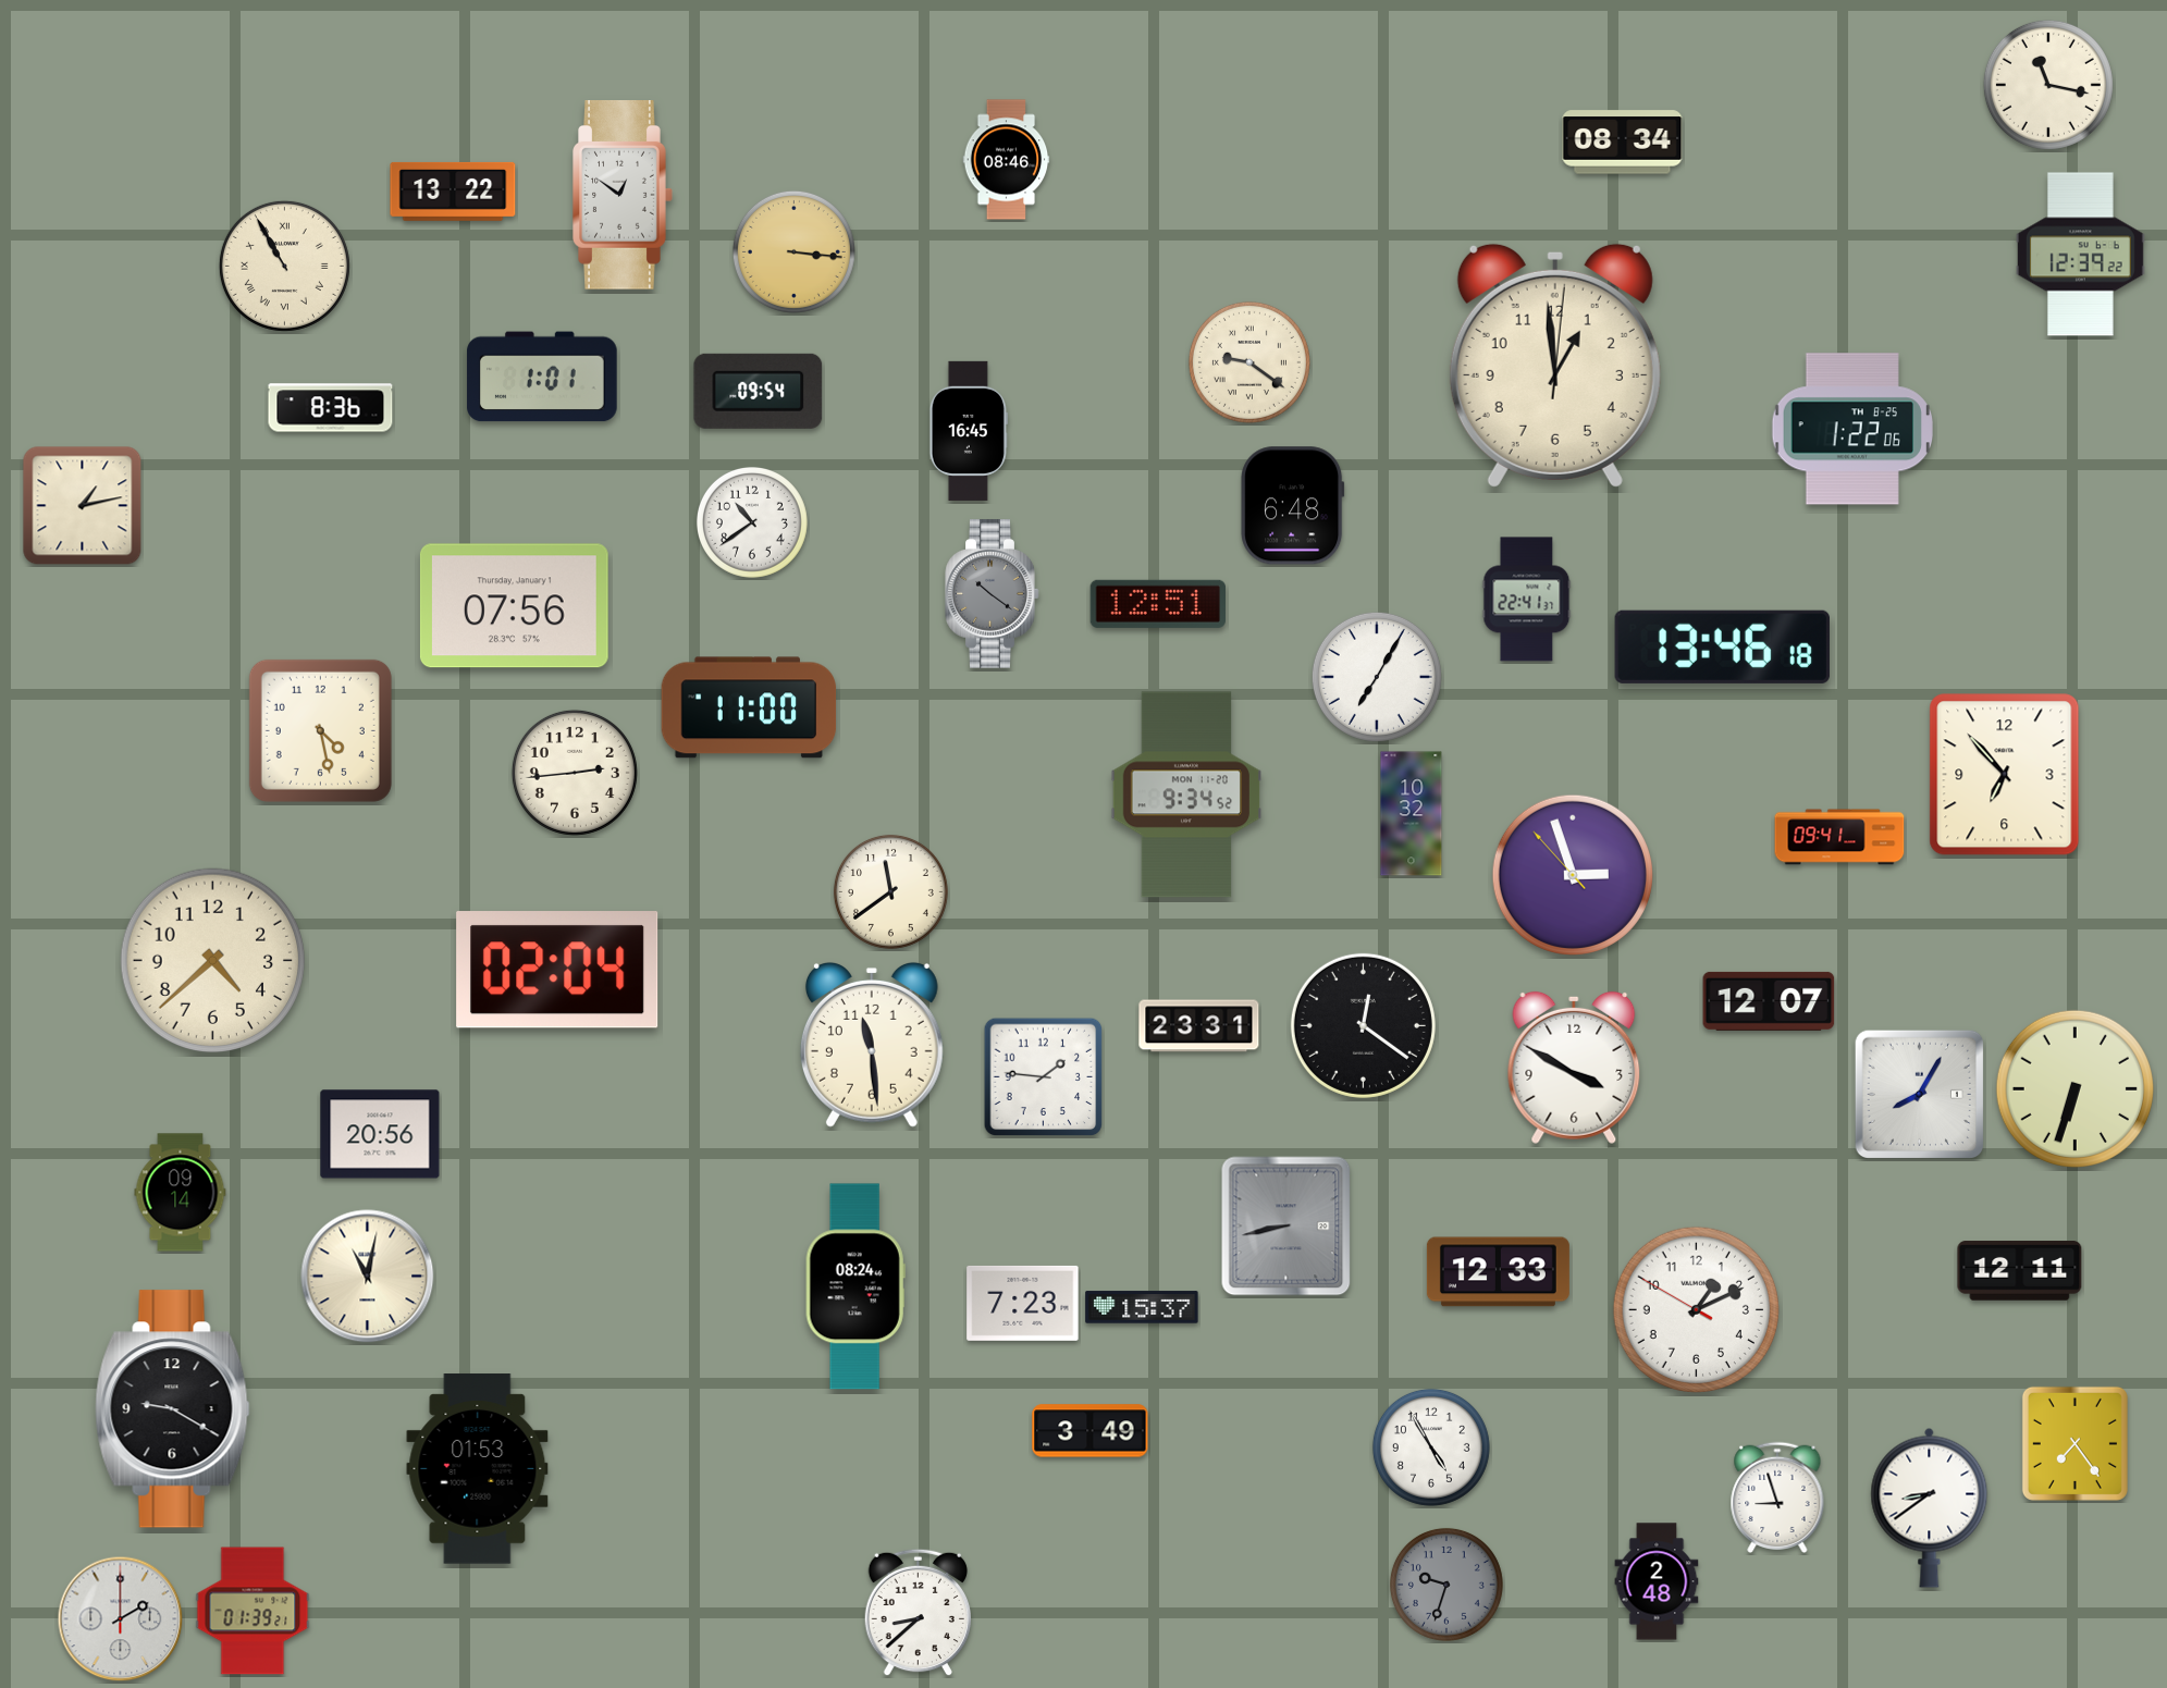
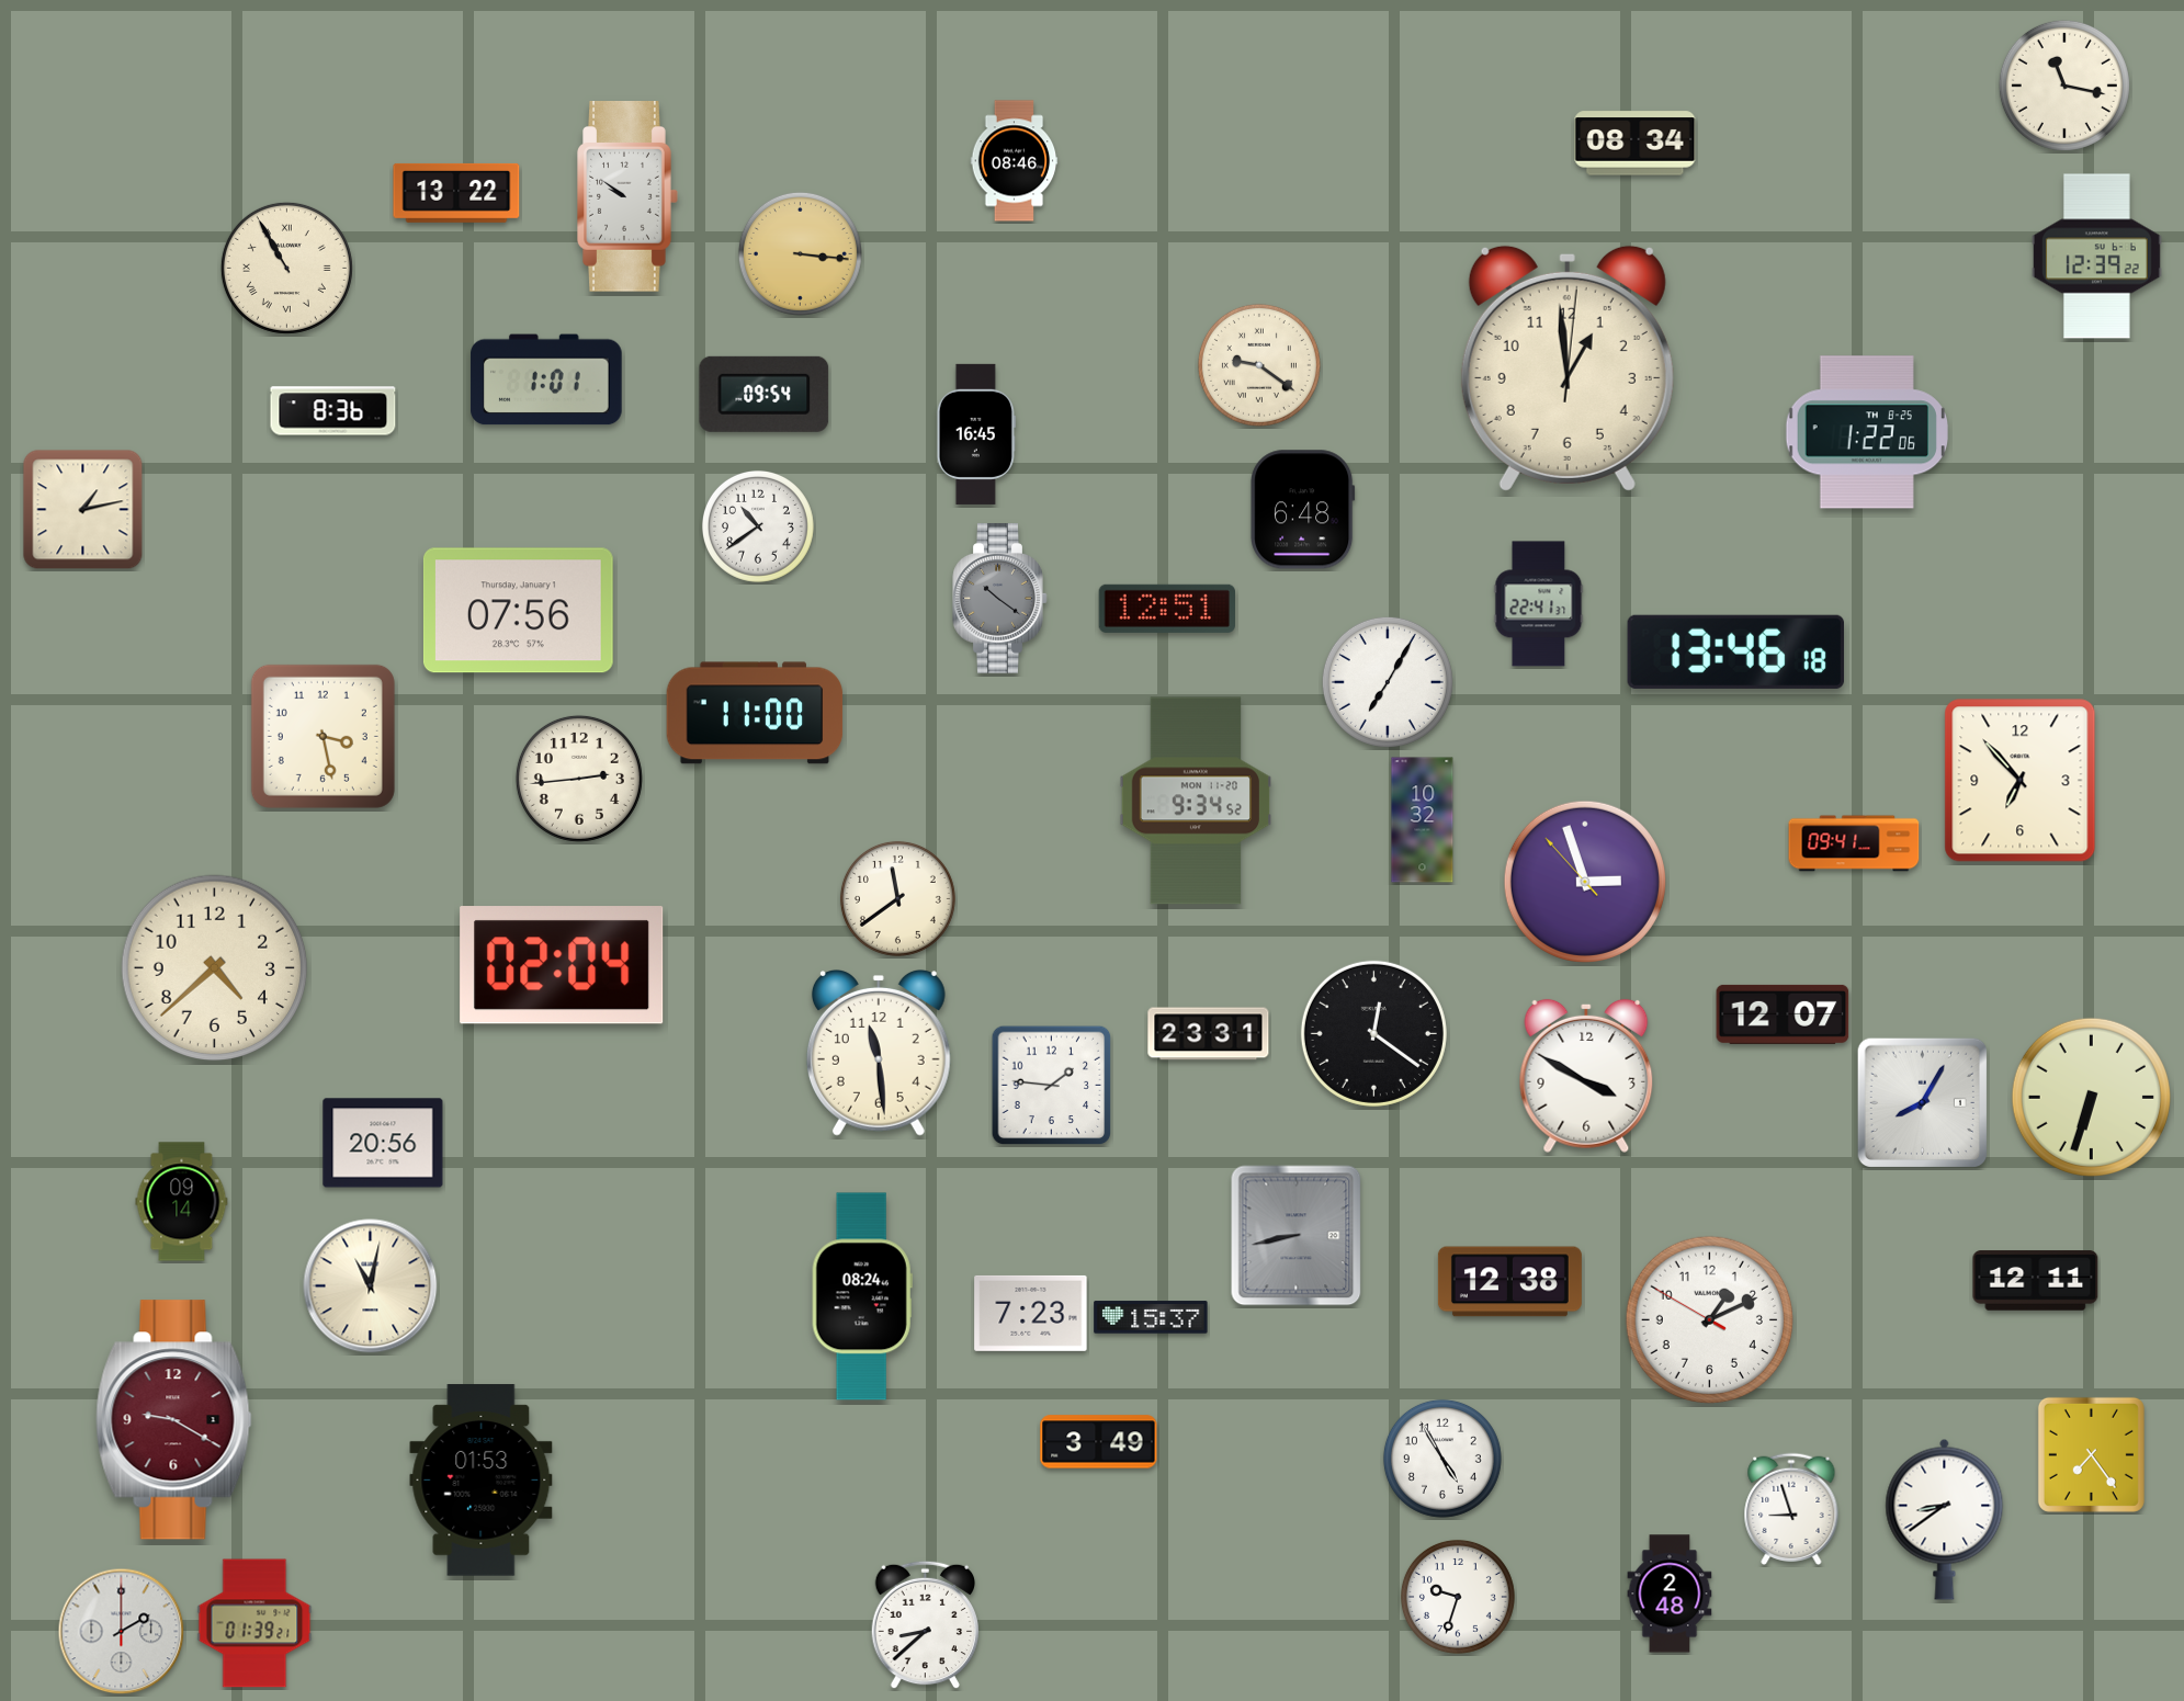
clock at (623, 196): 12:51 -> 9:51
clock at (320, 730): 4:28 -> 3:28
clock at (557, 970) position: (557, 970) -> (562, 965)
clock at (1769, 1001) position: (1769, 1001) -> (1783, 1014)
clock at (1919, 1094) position: (1919, 1094) -> (1922, 1102)
clock at (1498, 1272): 12:33 -> 12:38
clock at (173, 1409) dial: black -> burgundy
clock at (1446, 1585) dial: grey -> white
